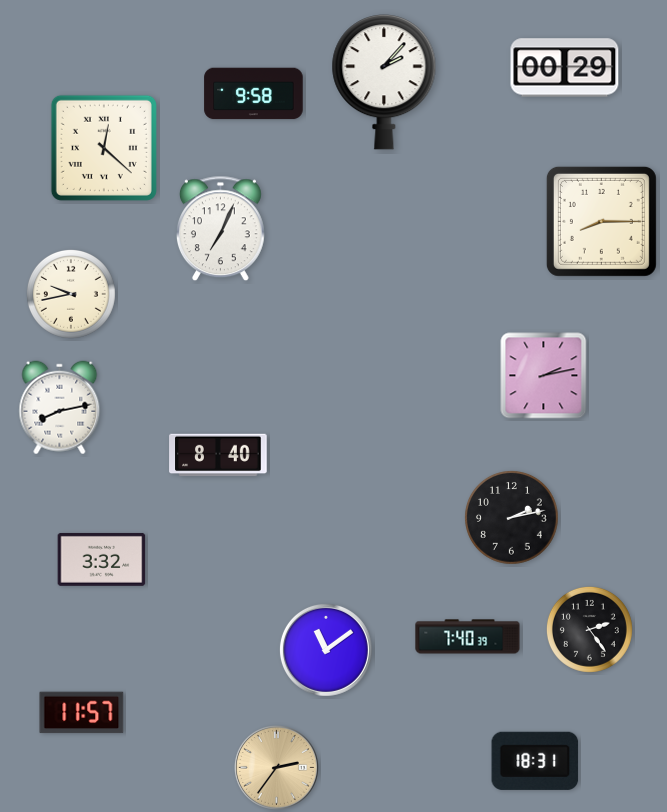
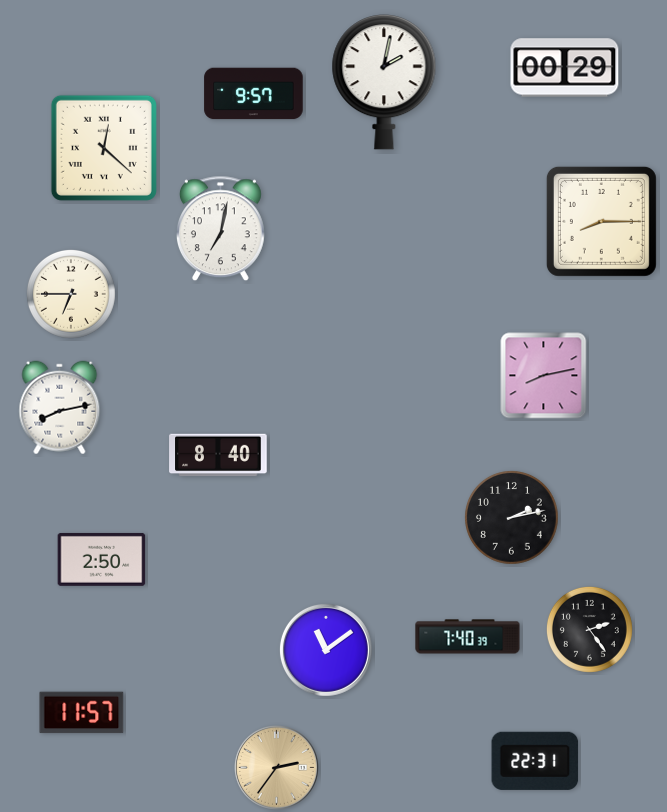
clock at (384, 82): 2:07 -> 2:02
clock at (254, 94): 9:58 -> 9:57
clock at (220, 229): 7:04 -> 7:02
clock at (71, 294): 9:43 -> 6:45
clock at (544, 376): 2:13 -> 8:13
clock at (102, 559): 3:32 -> 2:50
clock at (535, 761): 18:31 -> 22:31
